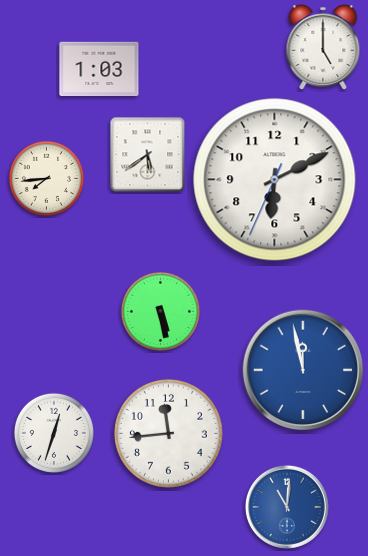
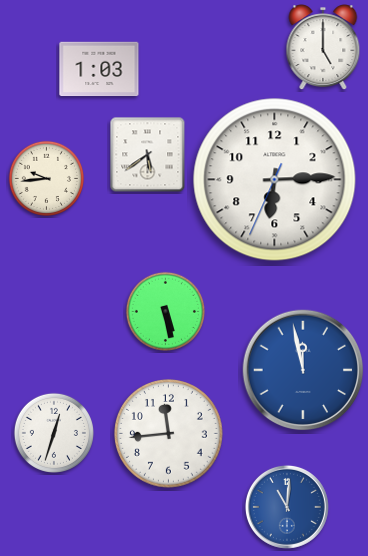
clock at (46, 178): 7:44 -> 9:44
clock at (275, 180): 6:10 -> 6:14
clock at (160, 311) position: (160, 311) -> (165, 311)
